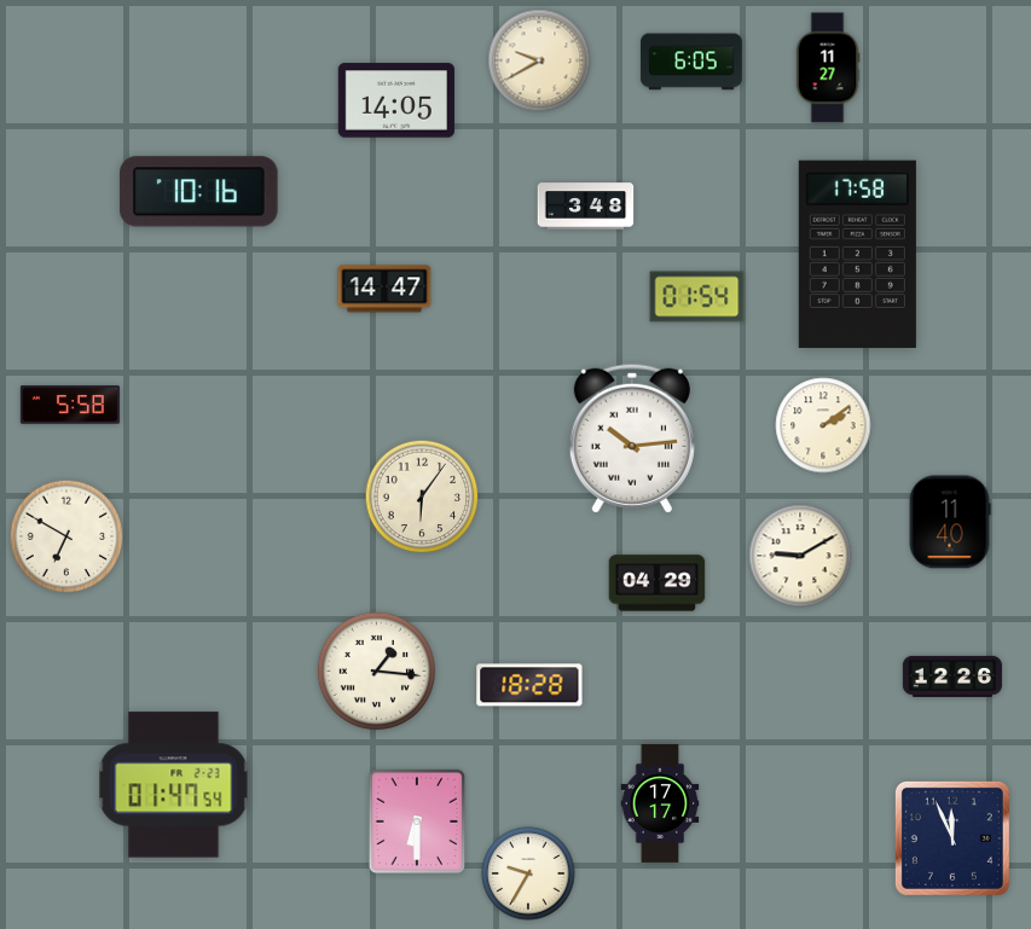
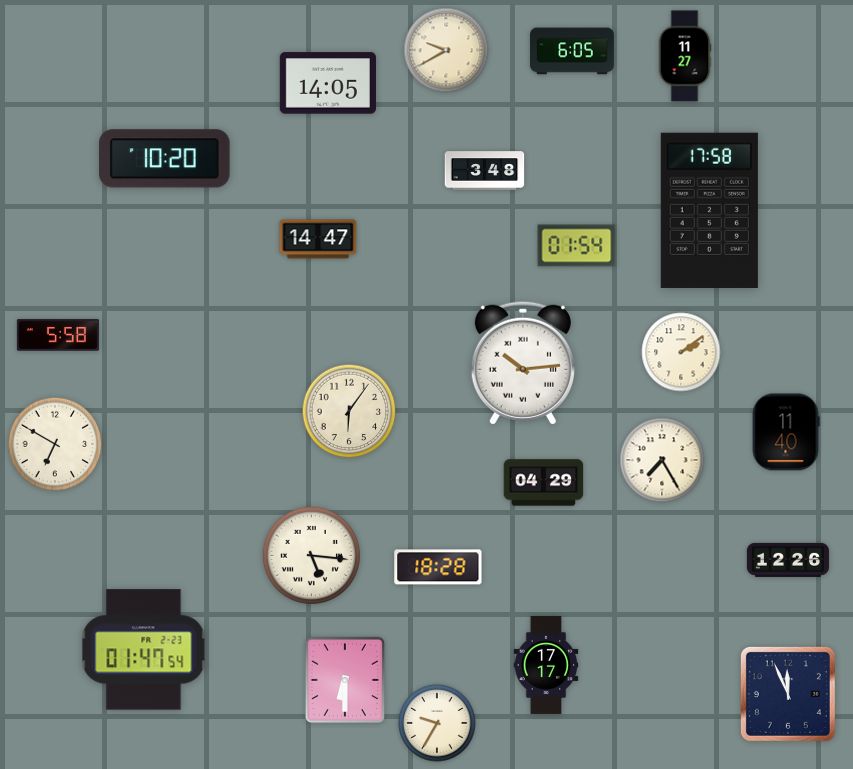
clock at (199, 192): 10:16 -> 10:20
clock at (800, 556): 9:10 -> 7:25
clock at (376, 670): 1:16 -> 5:16
